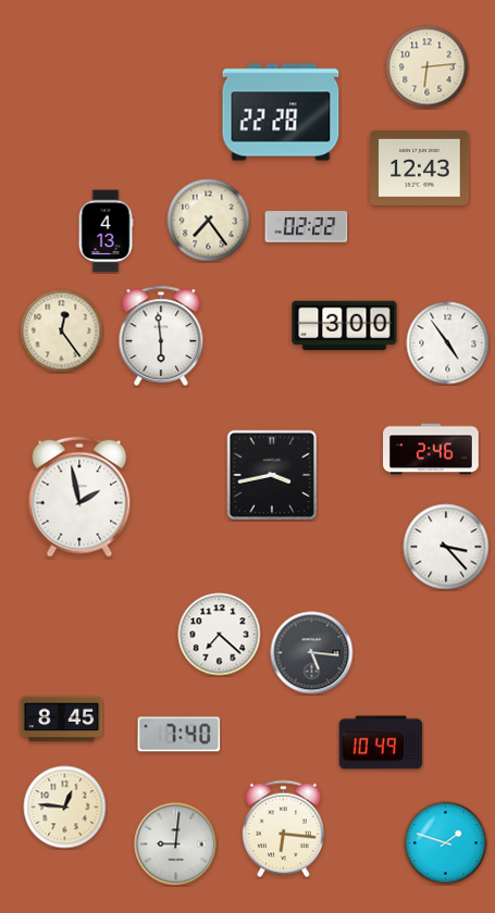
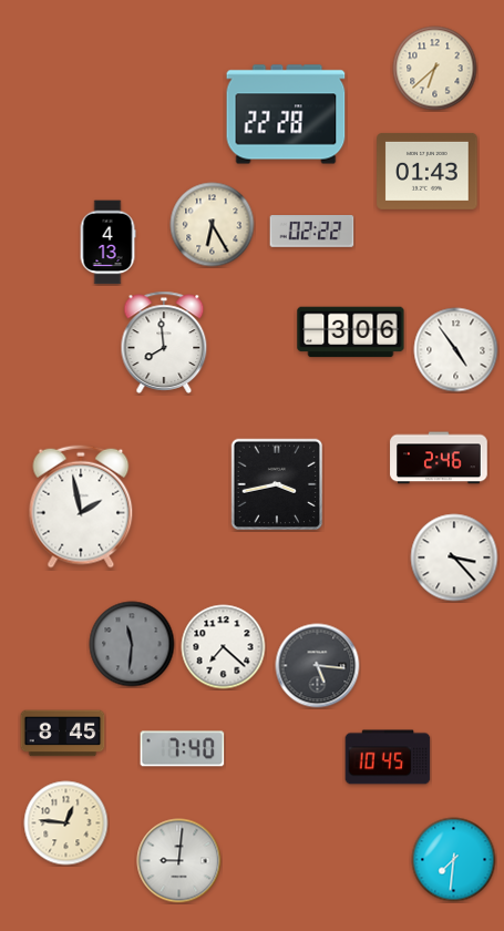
clock at (428, 67): 6:14 -> 6:38
clock at (420, 167): 12:43 -> 01:43
clock at (209, 221): 7:24 -> 6:25
clock at (106, 232) position: (106, 232) -> (107, 243)
clock at (345, 326): 3:00 -> 3:06
clock at (62, 332): 12:24 -> none
clock at (161, 336): 5:59 -> 7:59
clock at (132, 644): none -> 11:31
clock at (381, 742): 10:49 -> 10:45
clock at (283, 829): 6:16 -> none
clock at (446, 843): 1:48 -> 7:31
